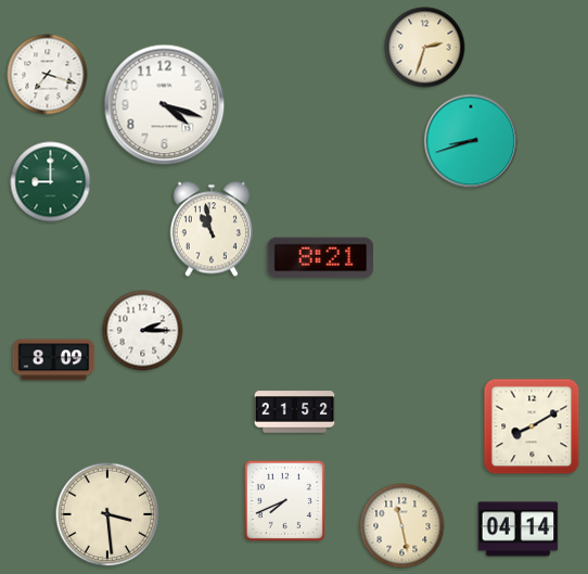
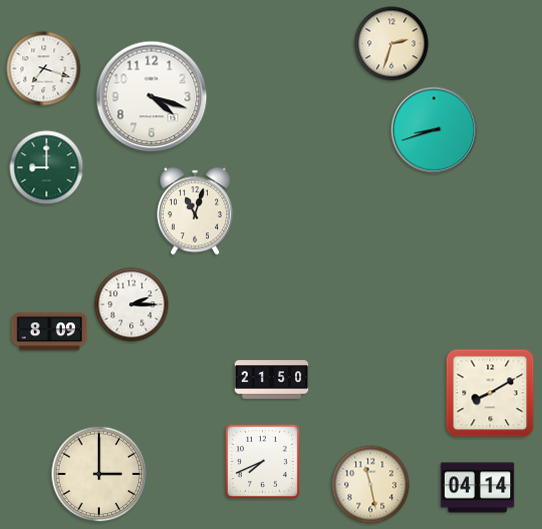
clock at (212, 229): 10:58 -> 11:03
clock at (321, 258): 8:21 -> none
clock at (295, 412): 21:52 -> 21:50
clock at (107, 514): 3:29 -> 3:00
